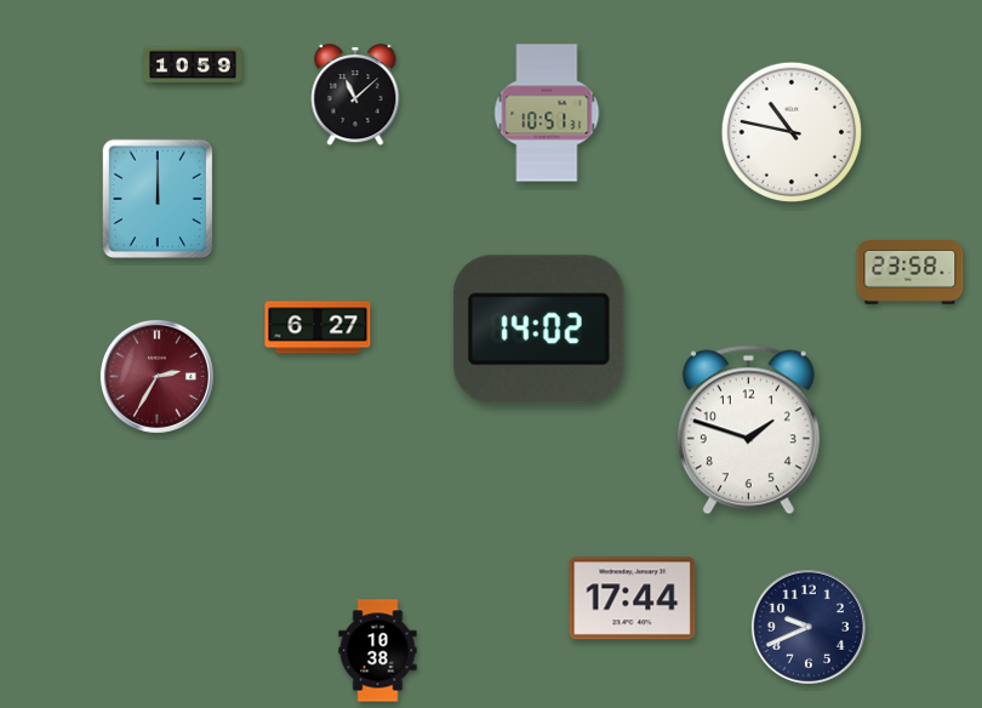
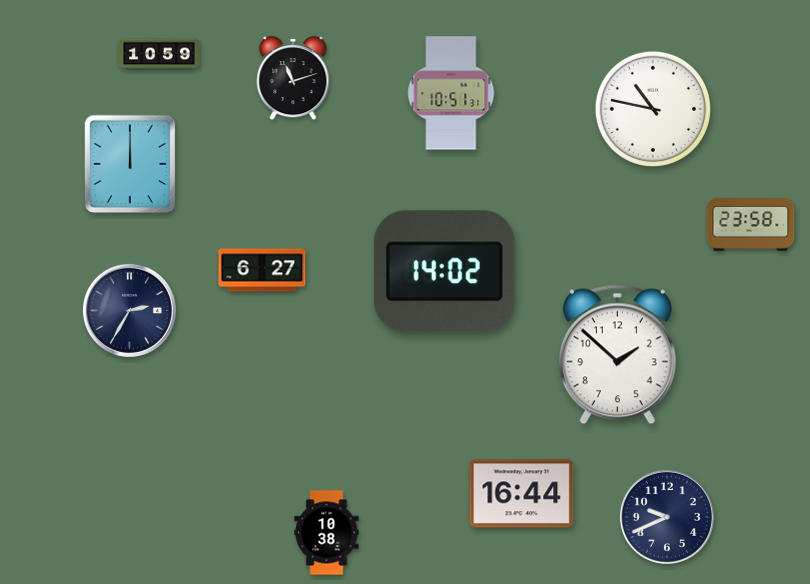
clock at (355, 95): 11:08 -> 11:12
clock at (156, 376) dial: burgundy -> navy
clock at (748, 430): 1:48 -> 1:52
clock at (633, 599): 17:44 -> 16:44
clock at (378, 651) position: (378, 651) -> (327, 533)
